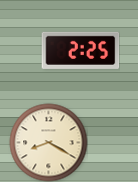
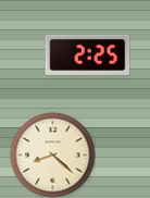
clock at (48, 142): 8:20 -> 8:22
